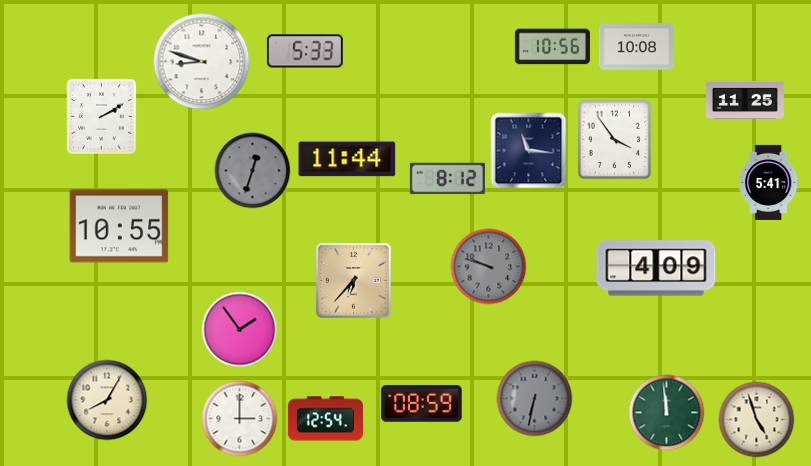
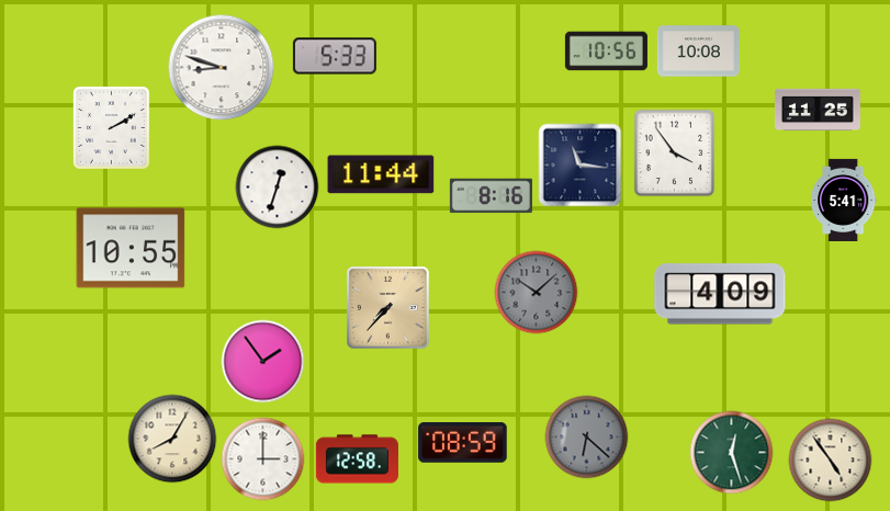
clock at (253, 171) dial: grey -> white
clock at (447, 179): 8:12 -> 8:16
clock at (489, 267): 9:48 -> 10:08
clock at (354, 281): 6:37 -> 7:37
clock at (535, 399): 6:32 -> 6:22
clock at (107, 400) position: (107, 400) -> (172, 439)
clock at (667, 413): 11:59 -> 12:27
clock at (325, 419): 12:54 -> 12:58
clock at (757, 420): 4:57 -> 4:54
